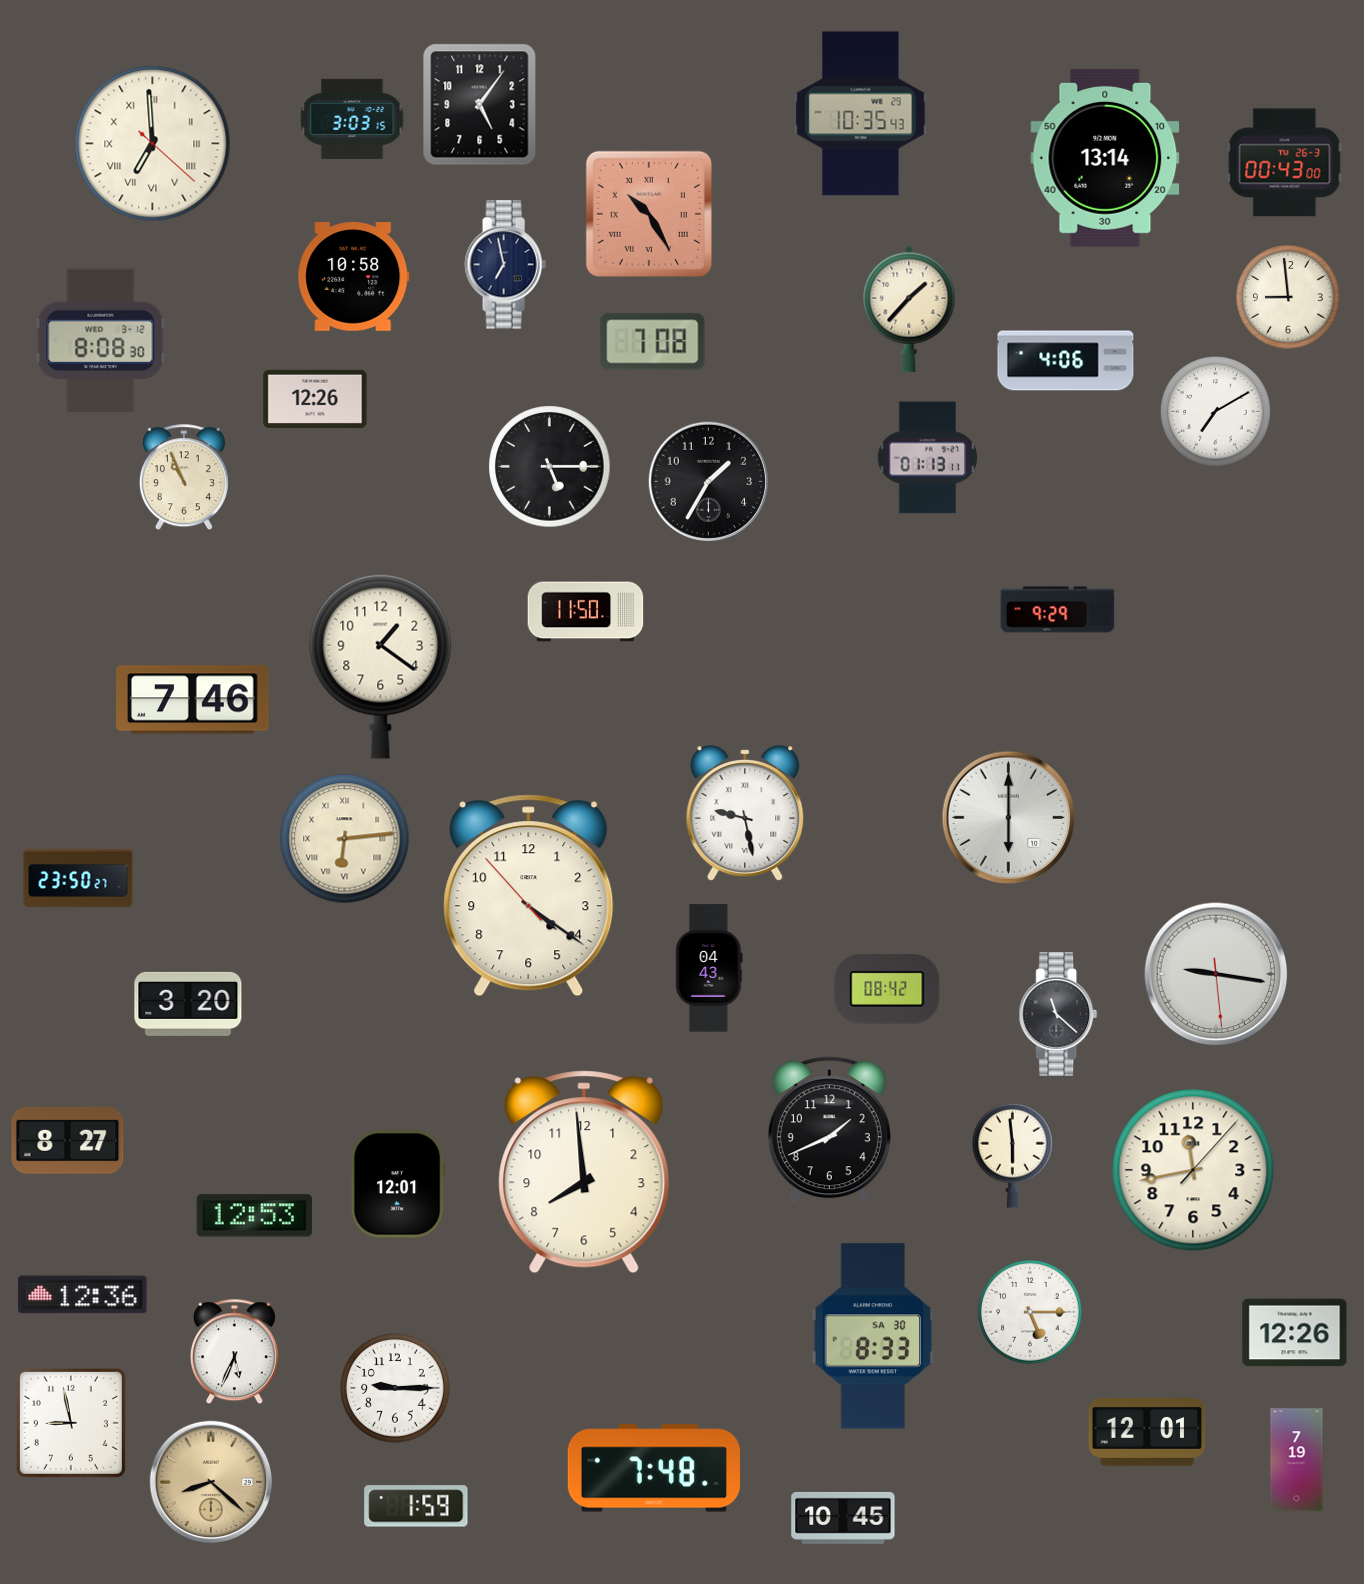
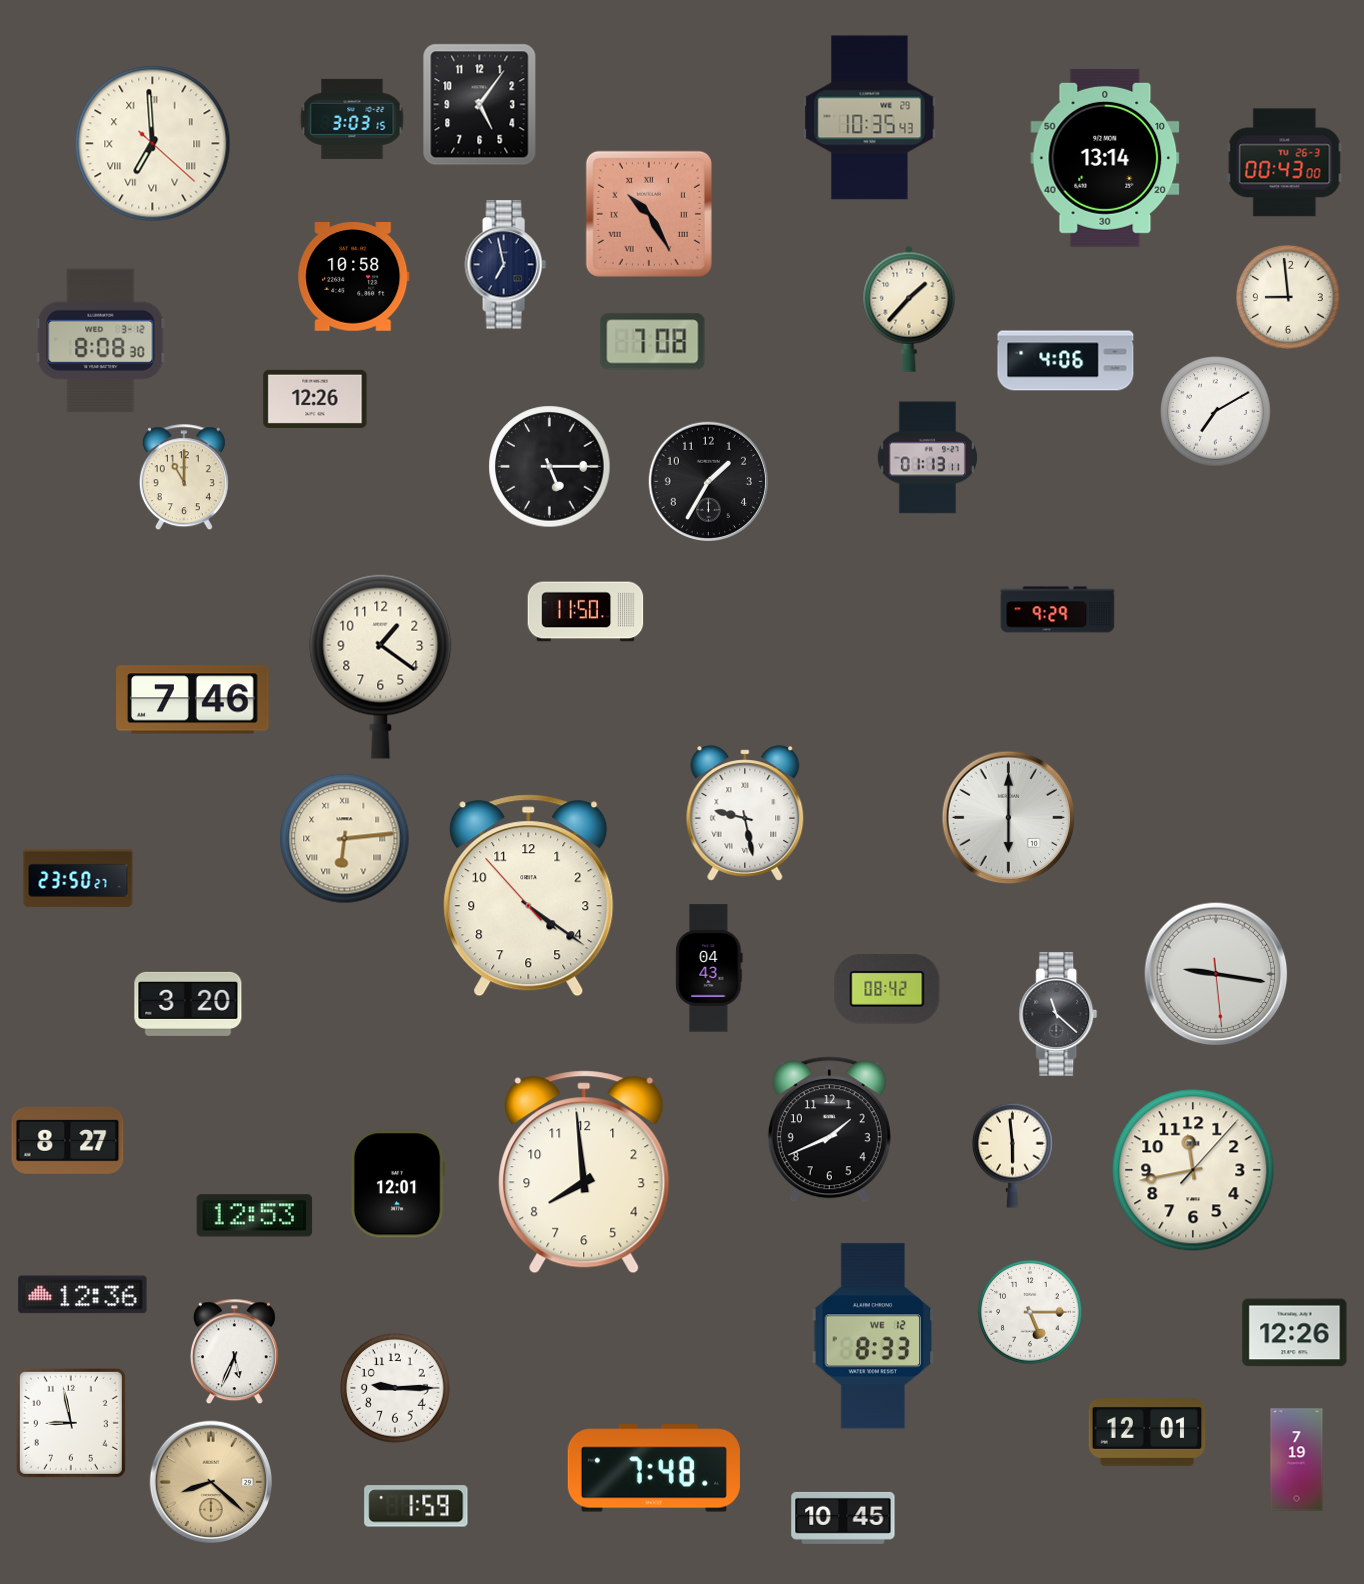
clock at (861, 114) position: (861, 114) -> (870, 118)
clock at (184, 478): 10:56 -> 11:00
clock at (873, 1336) date: SA 30 -> WE 12
